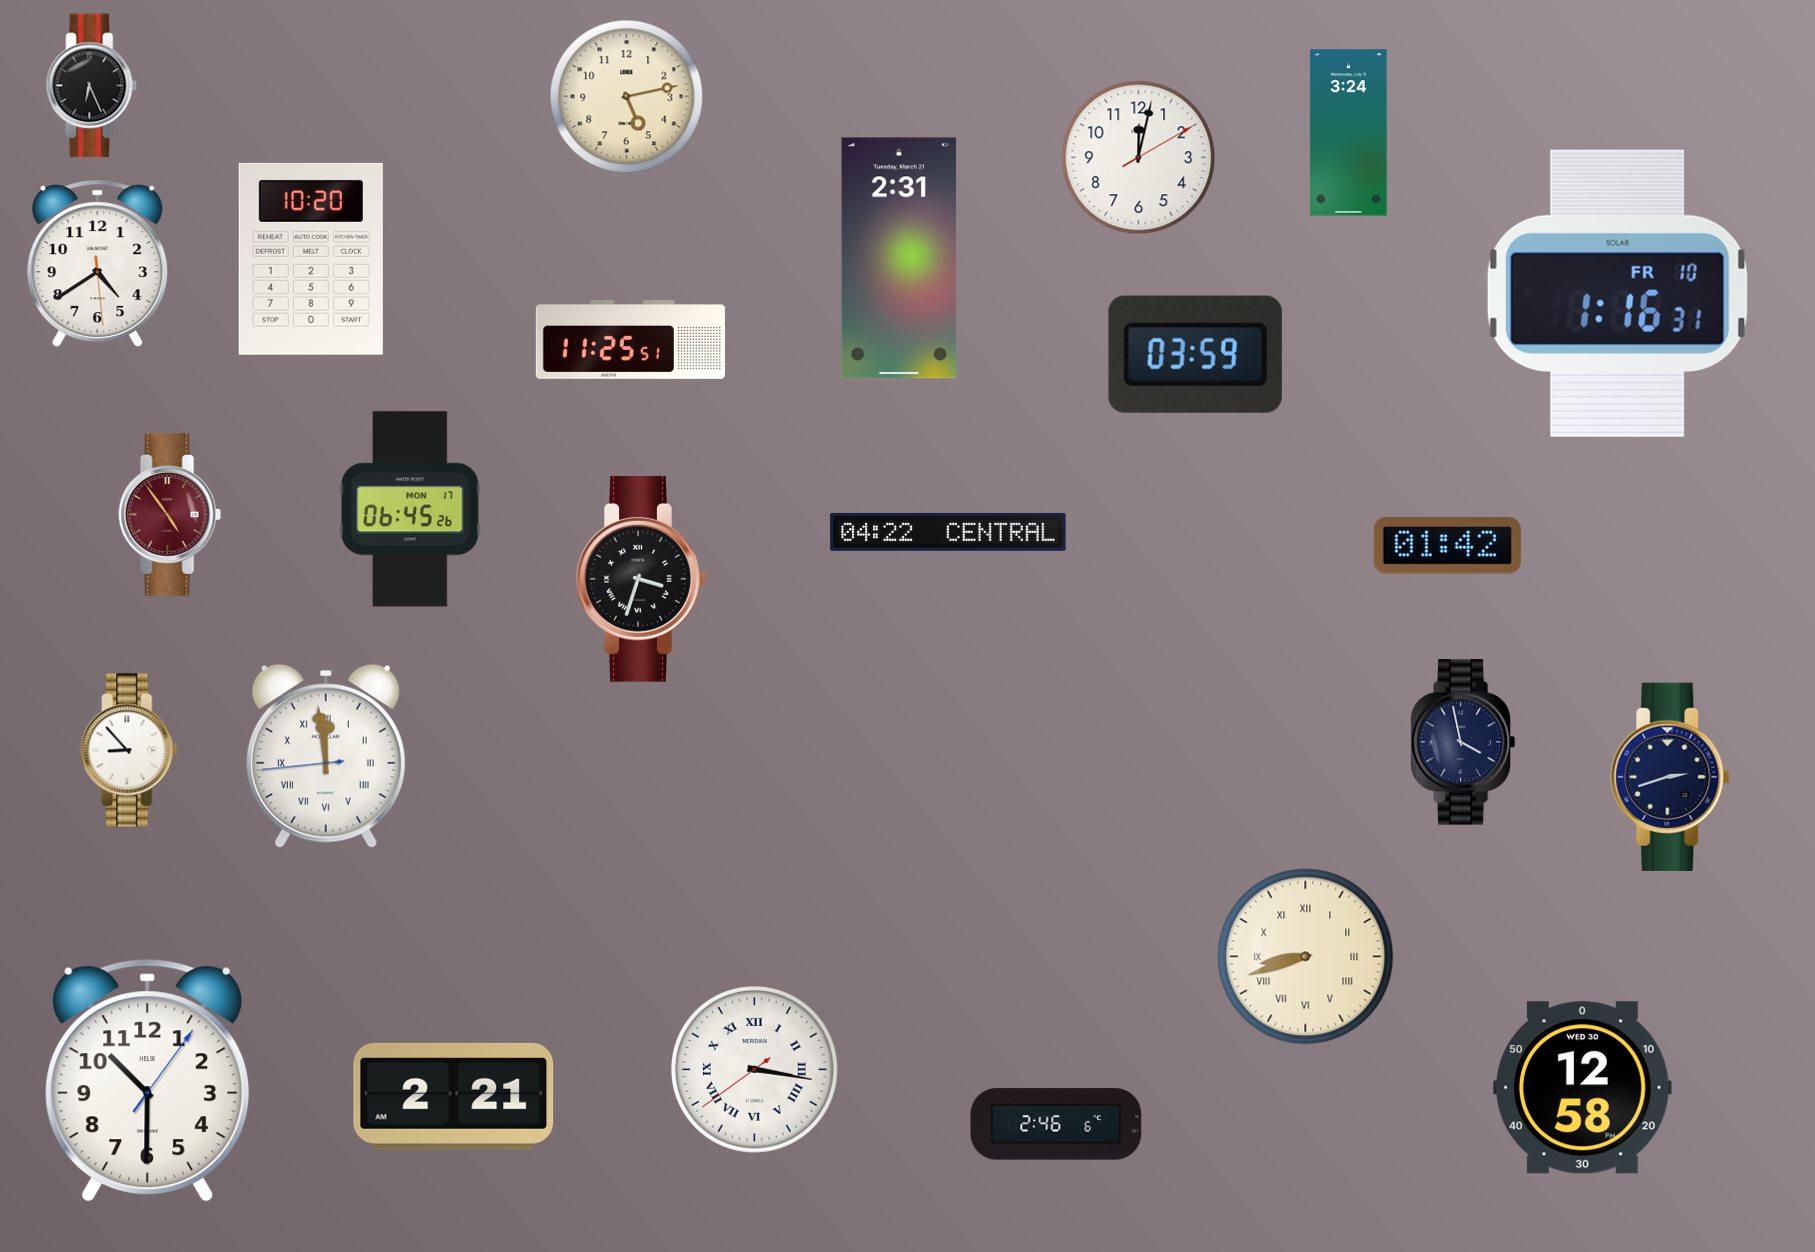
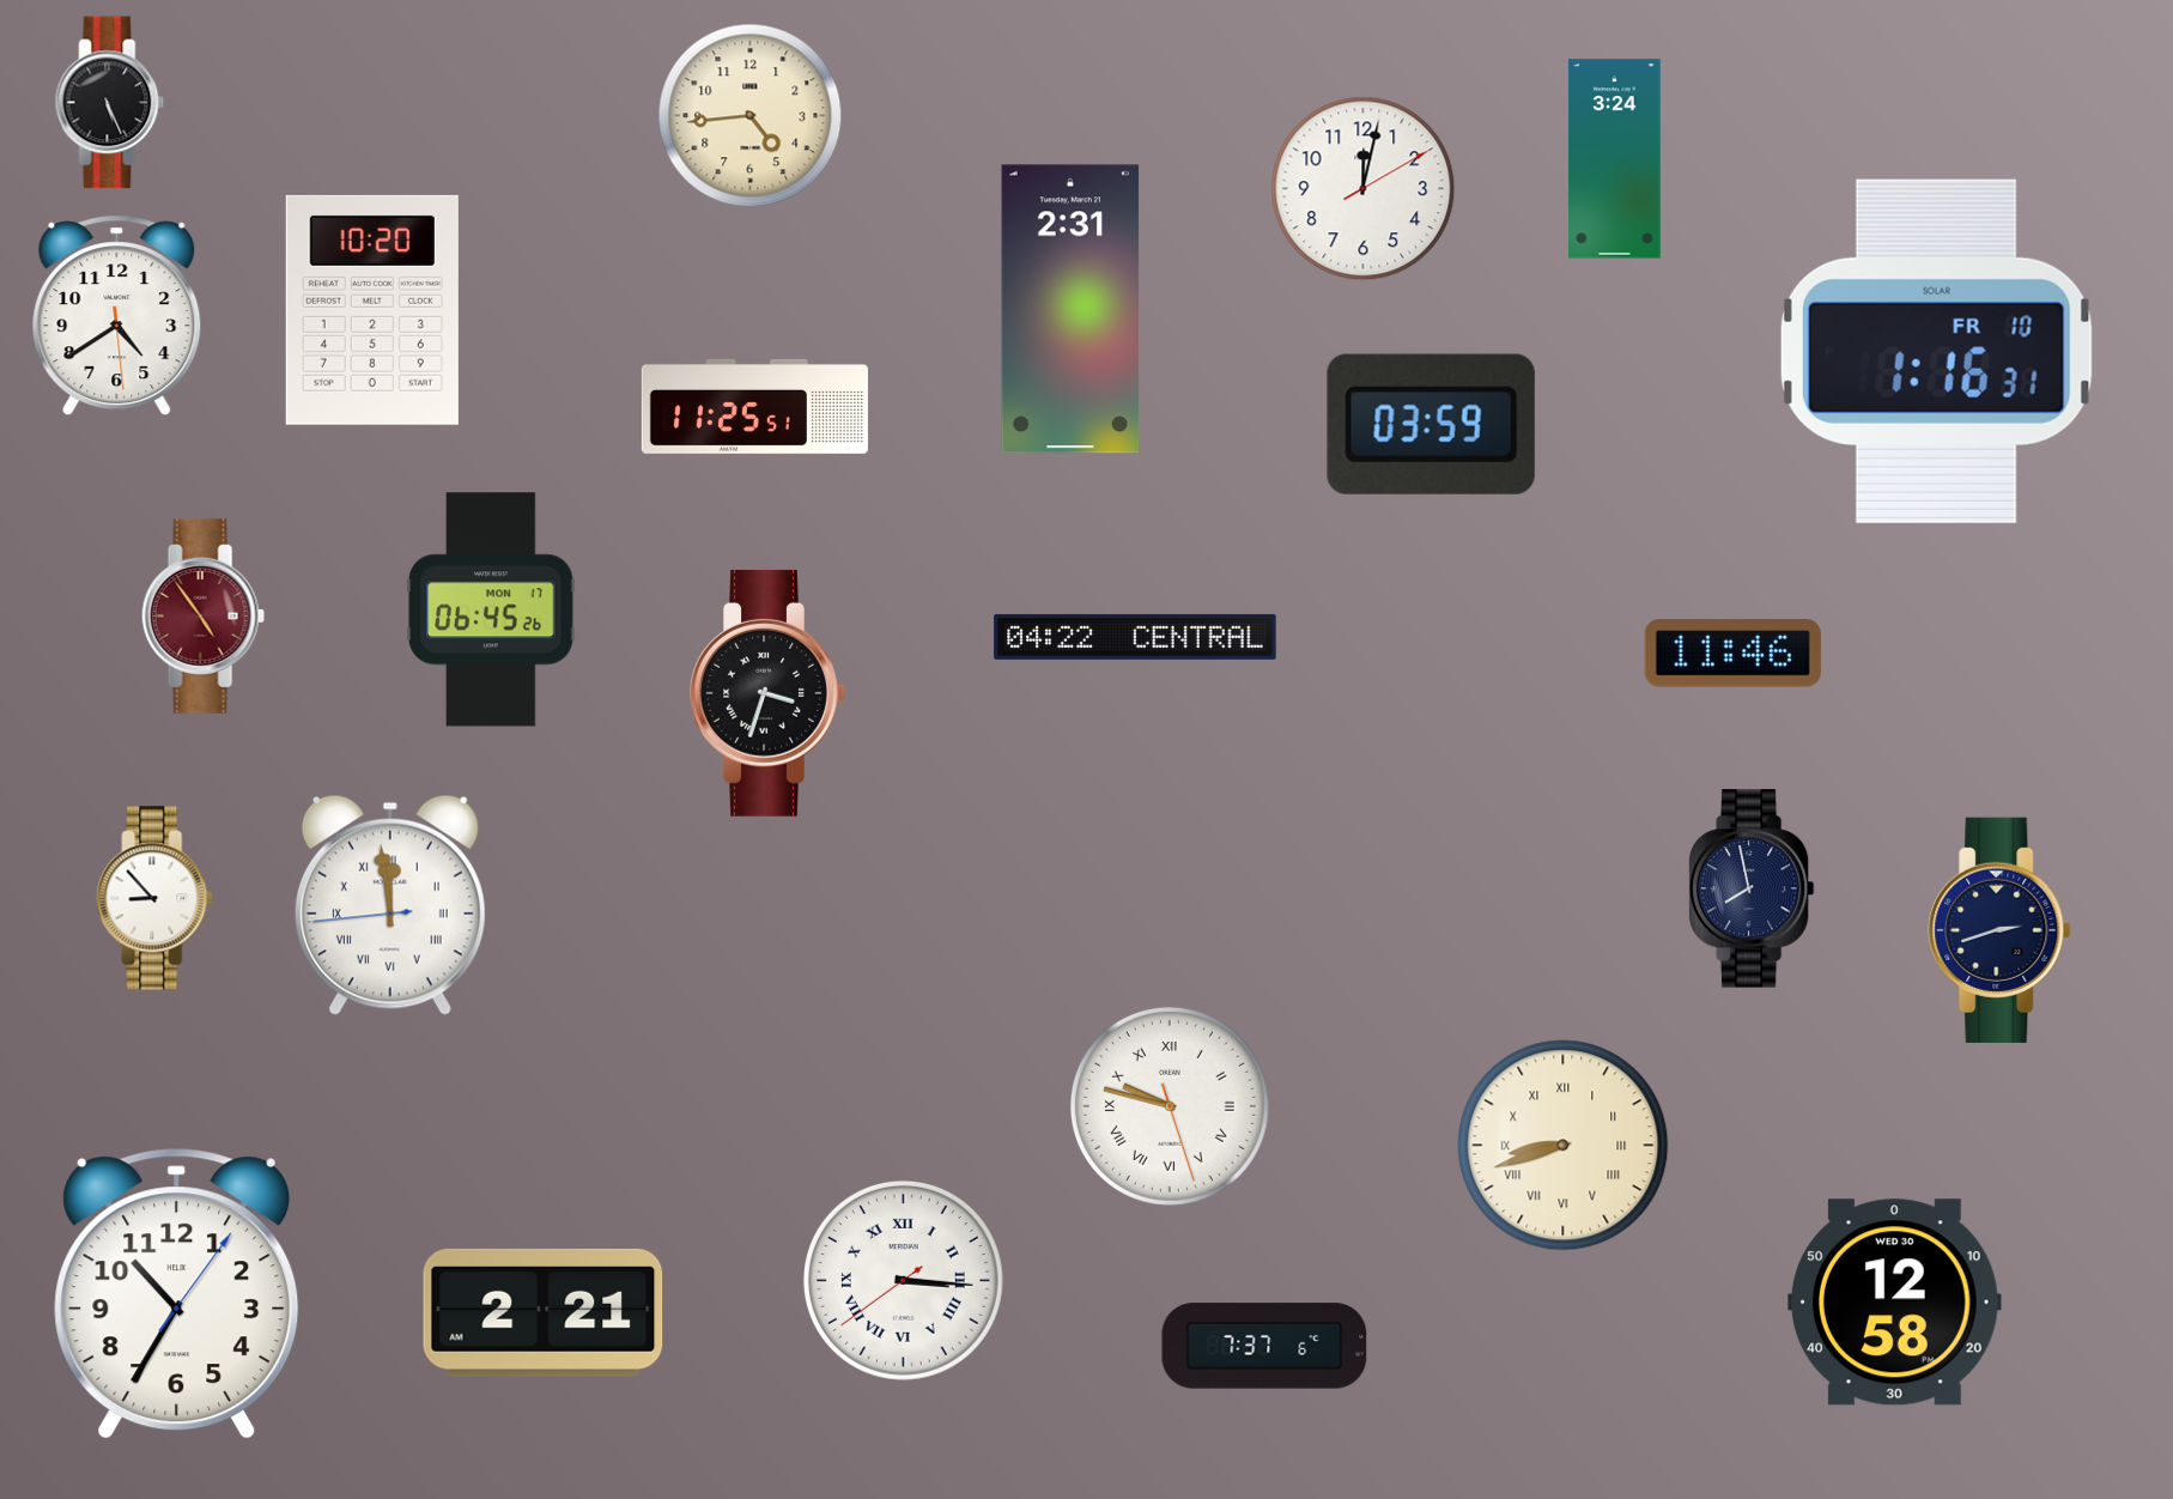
clock at (92, 86): 6:26 -> 5:26
clock at (627, 97): 5:13 -> 4:44
clock at (899, 258) position: (899, 258) -> (1070, 309)
clock at (1447, 546): 01:42 -> 11:46
clock at (1463, 742): 3:58 -> 7:58
clock at (1170, 1106): none -> 9:47
clock at (754, 1069): 3:16 -> 3:15
clock at (148, 1081): 10:30 -> 10:35
clock at (1056, 1124): 2:46 -> 7:37
